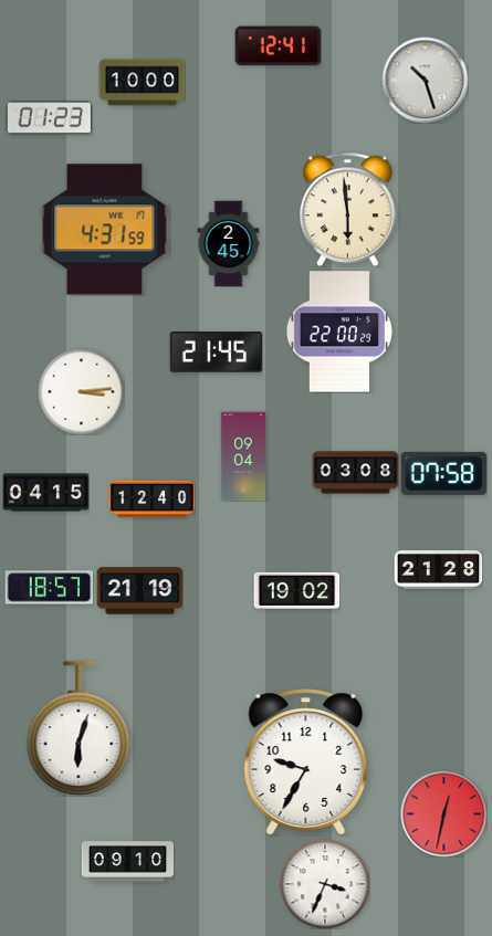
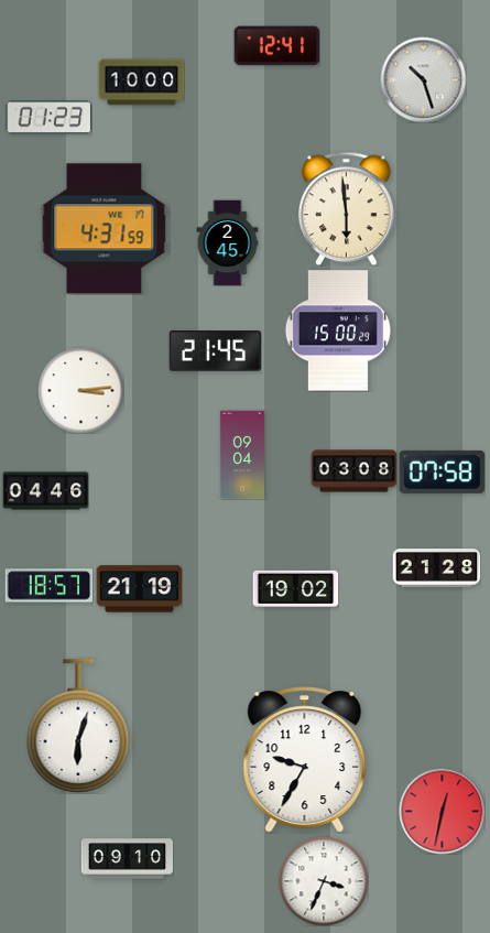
clock at (339, 332): 22:00 -> 15:00
clock at (45, 493): 04:15 -> 04:46
clock at (151, 499): 12:40 -> none
